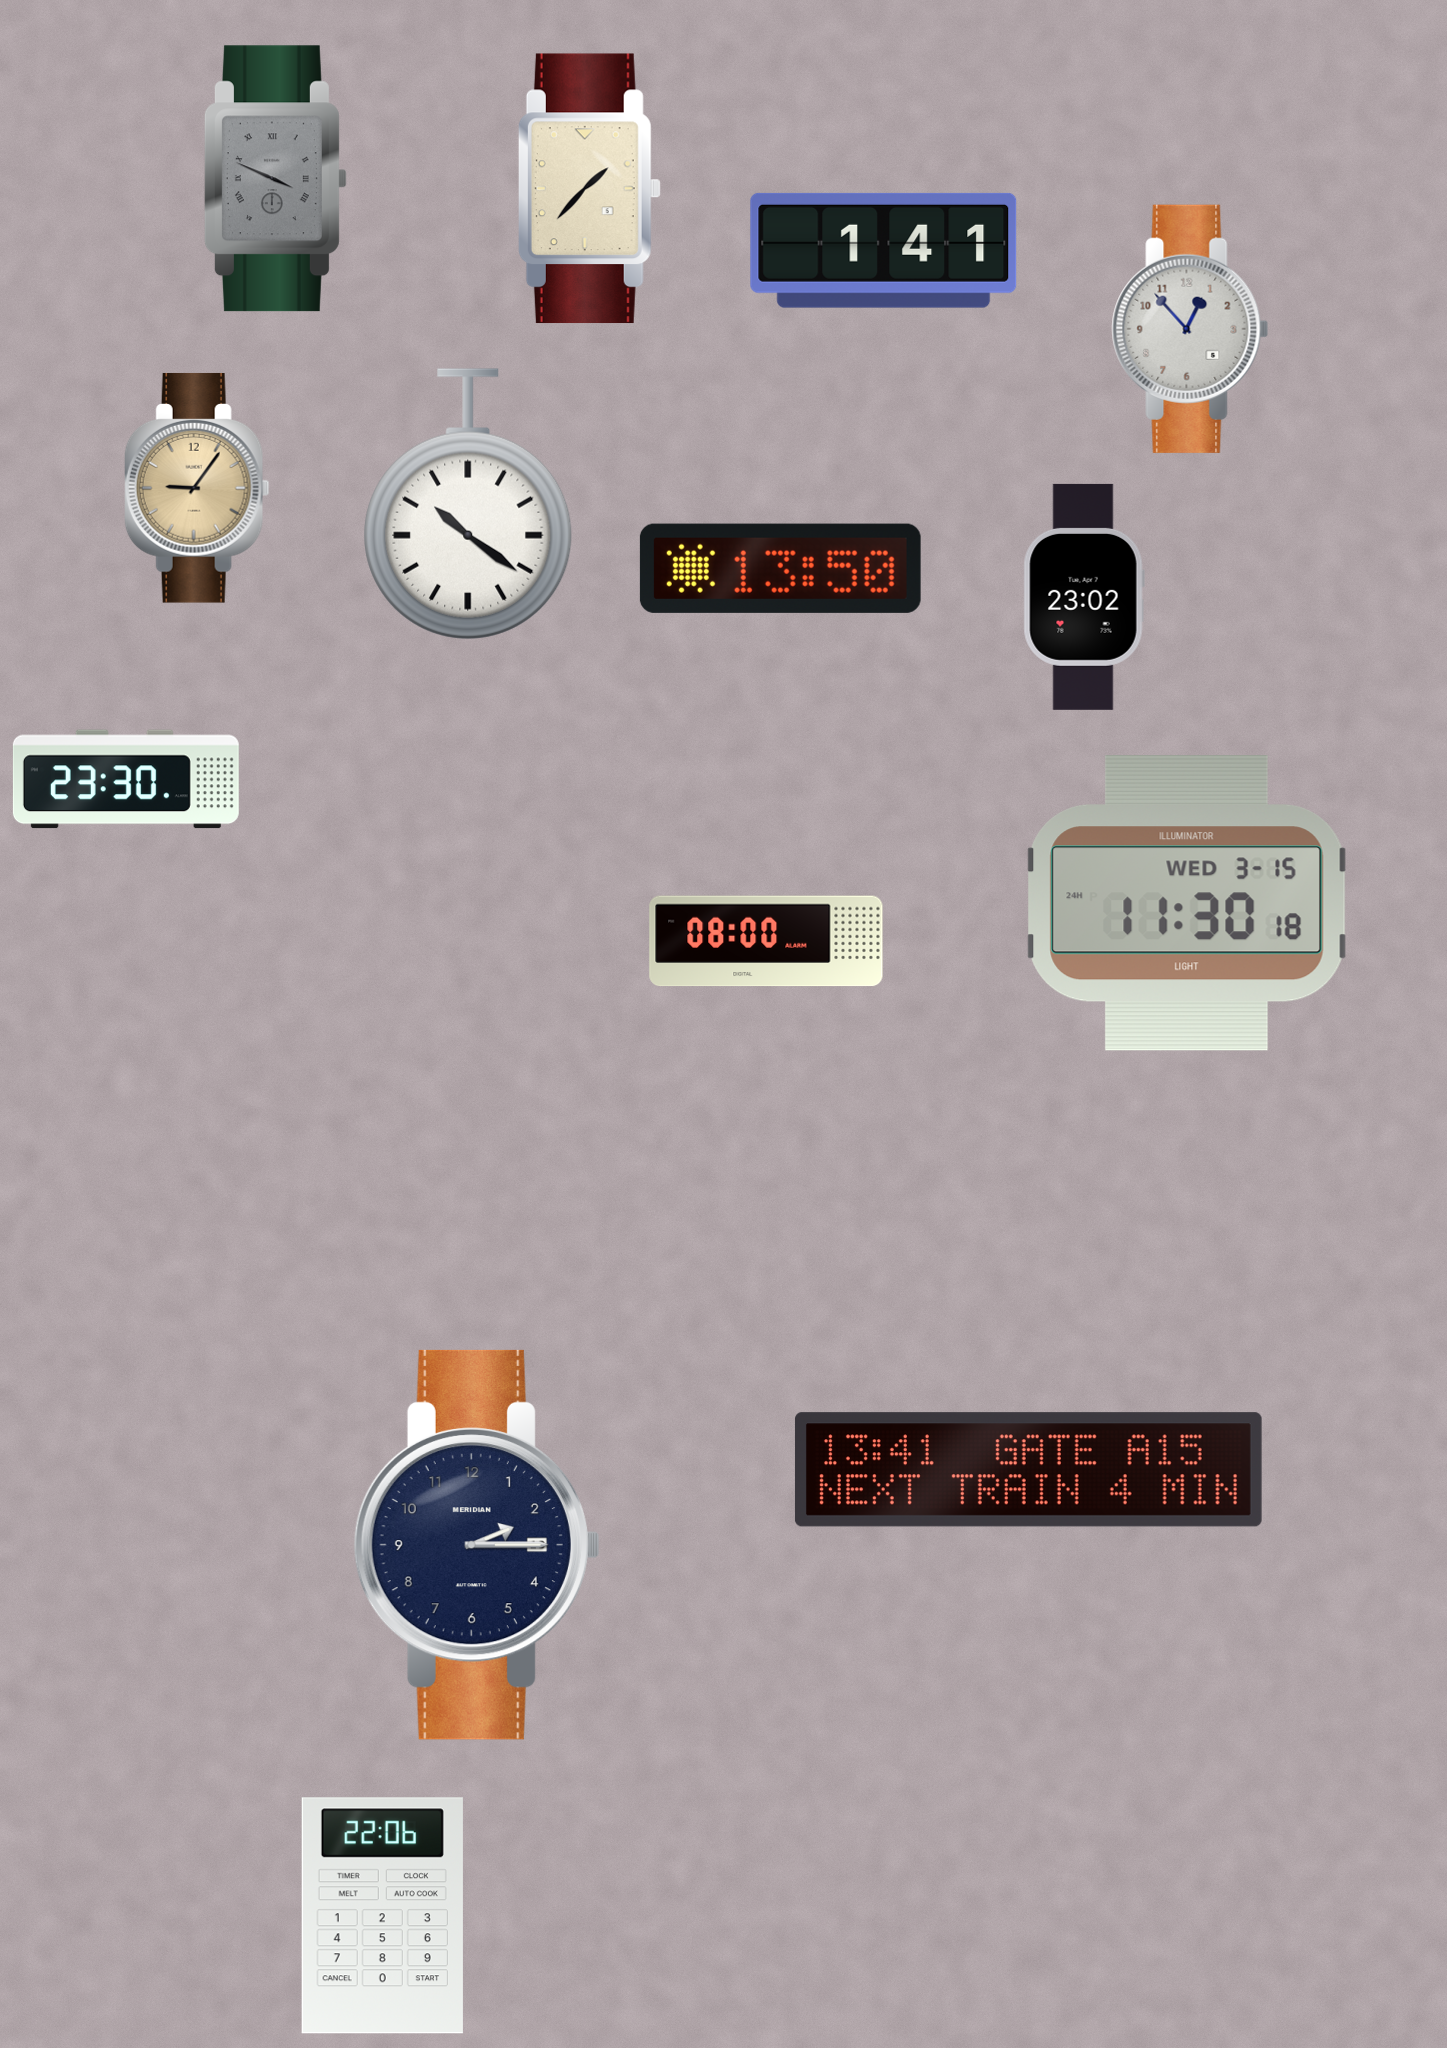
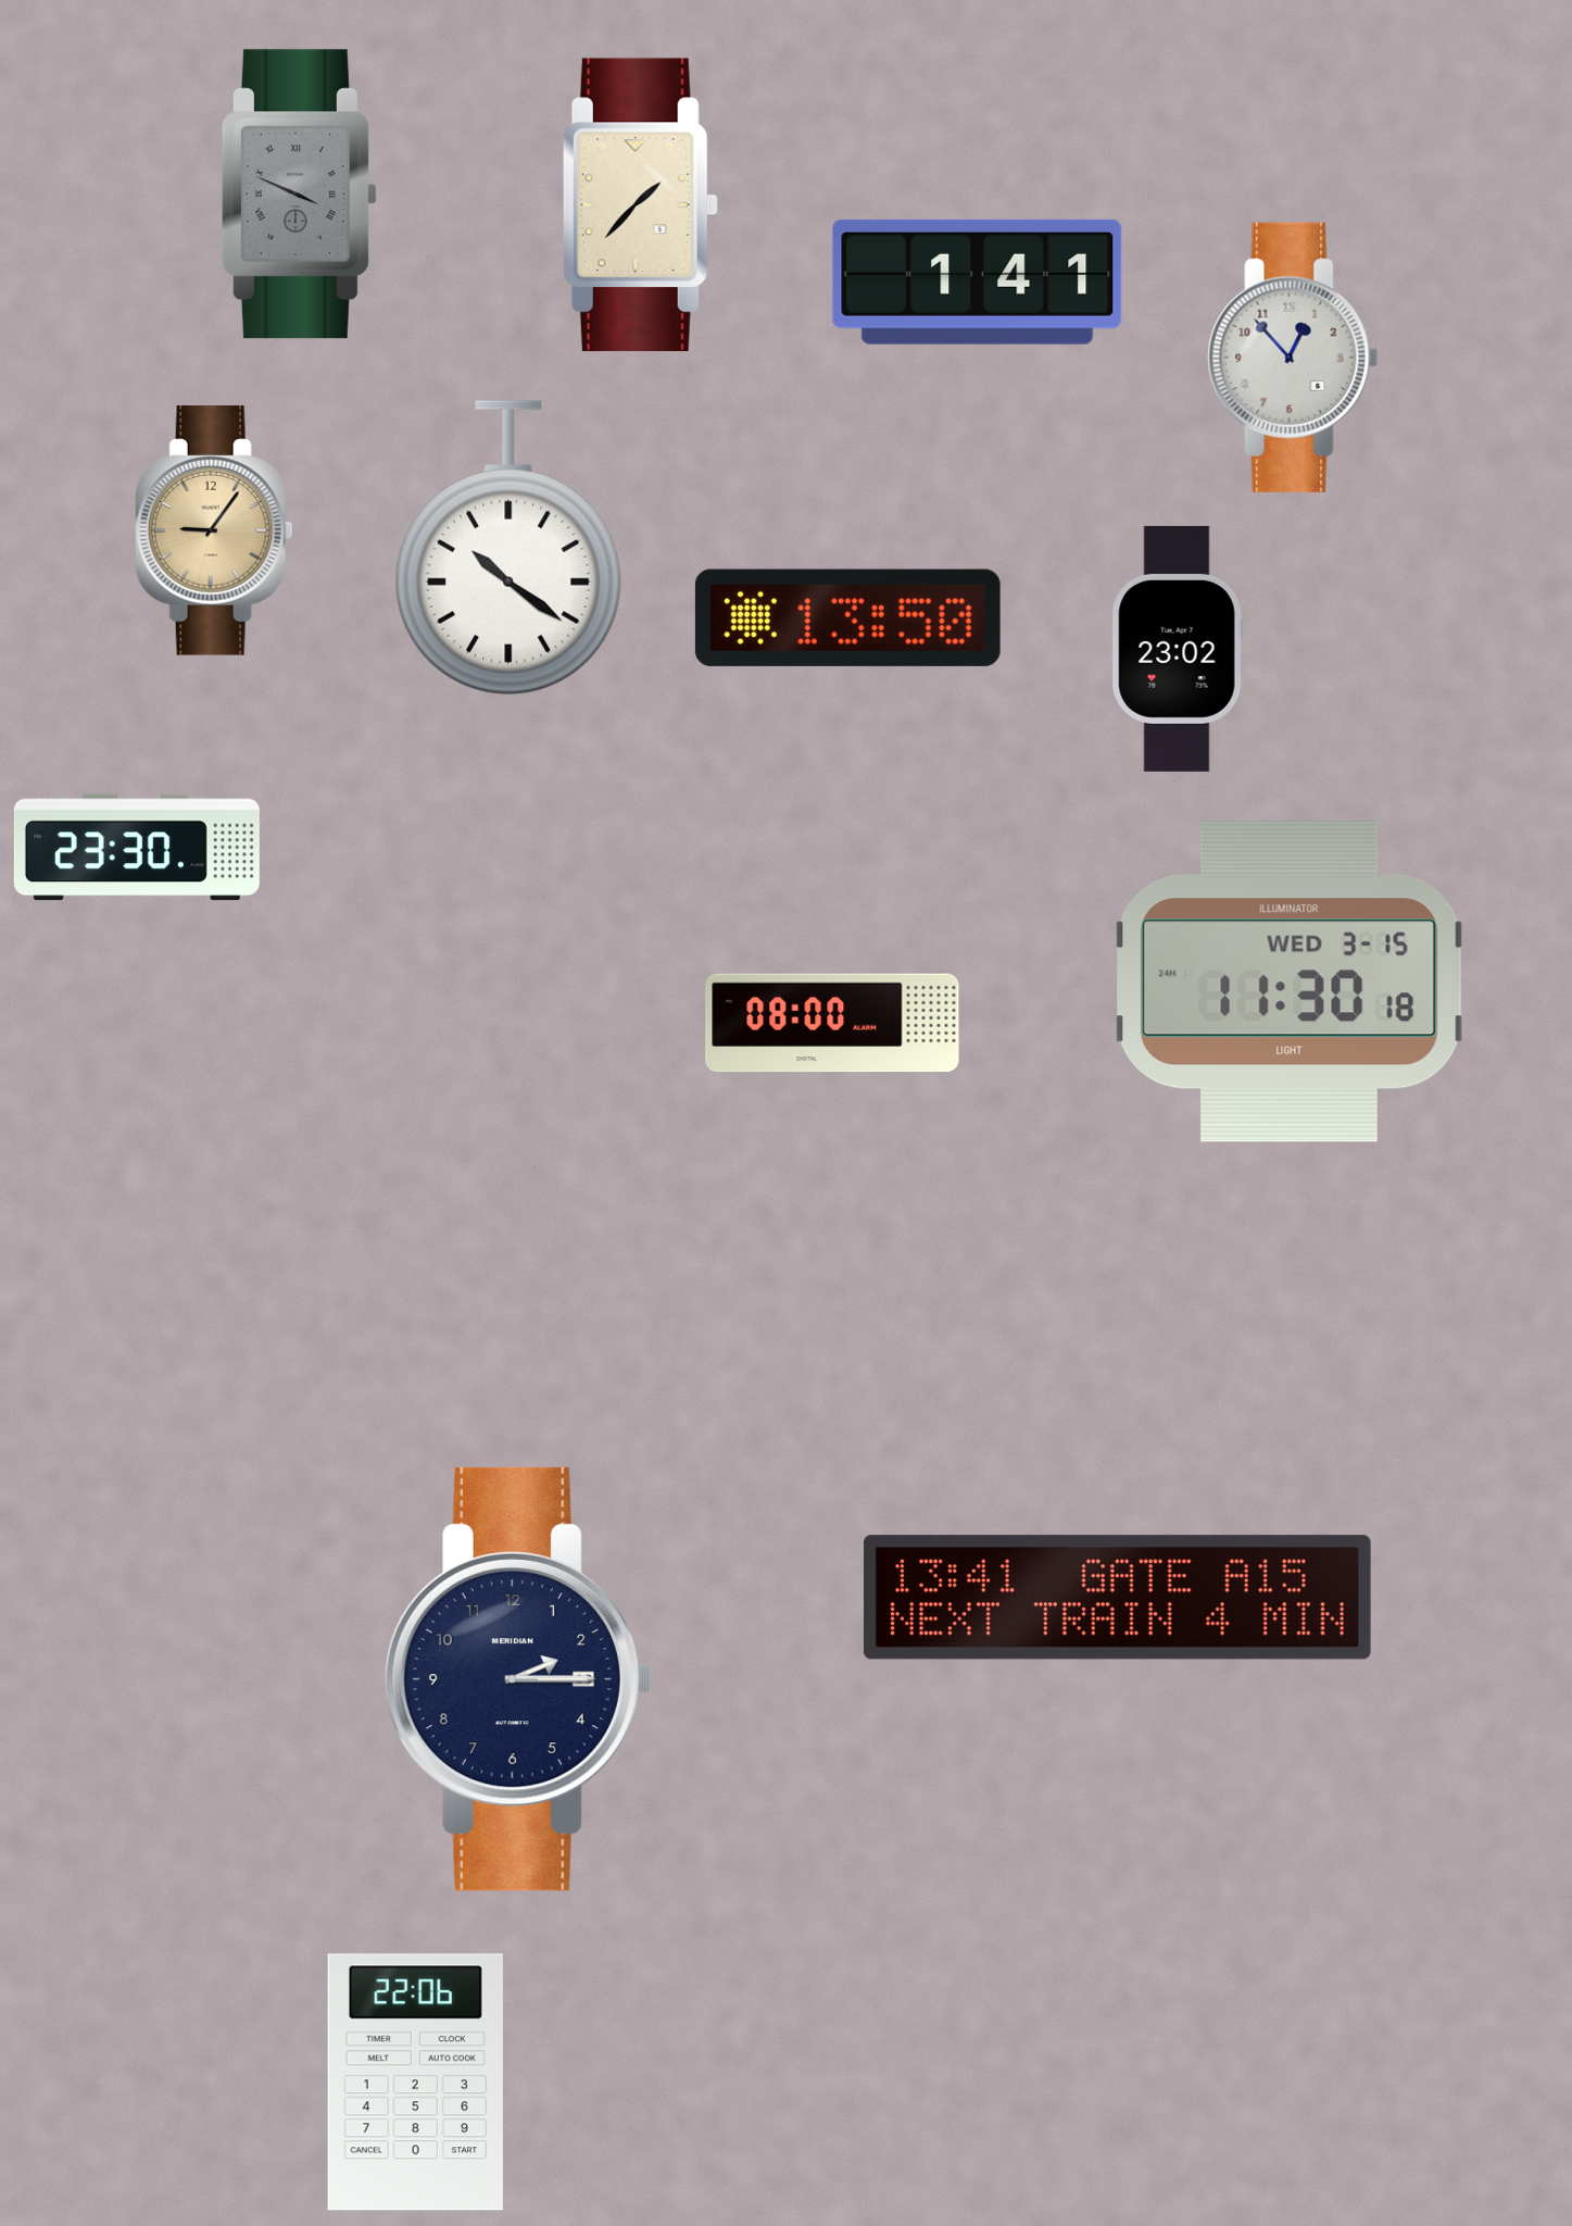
clock at (884, 250) position: (884, 250) -> (978, 282)
